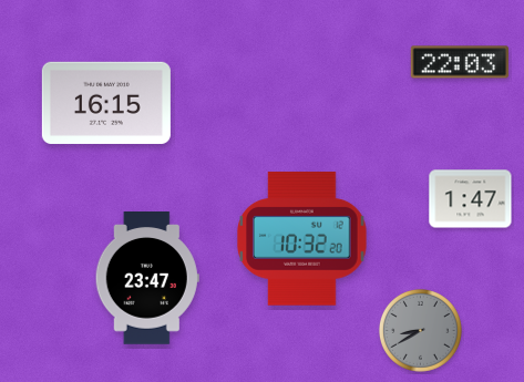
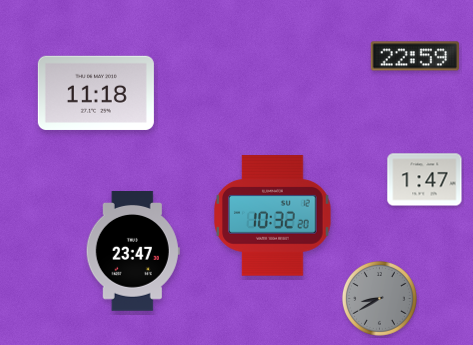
clock at (460, 62): 22:03 -> 22:59
clock at (106, 103): 16:15 -> 11:18
